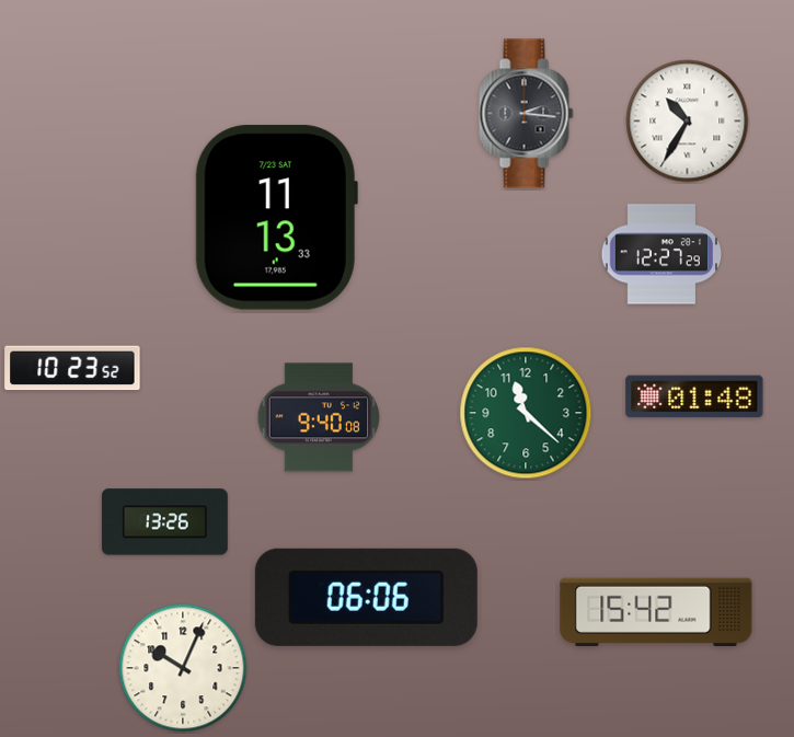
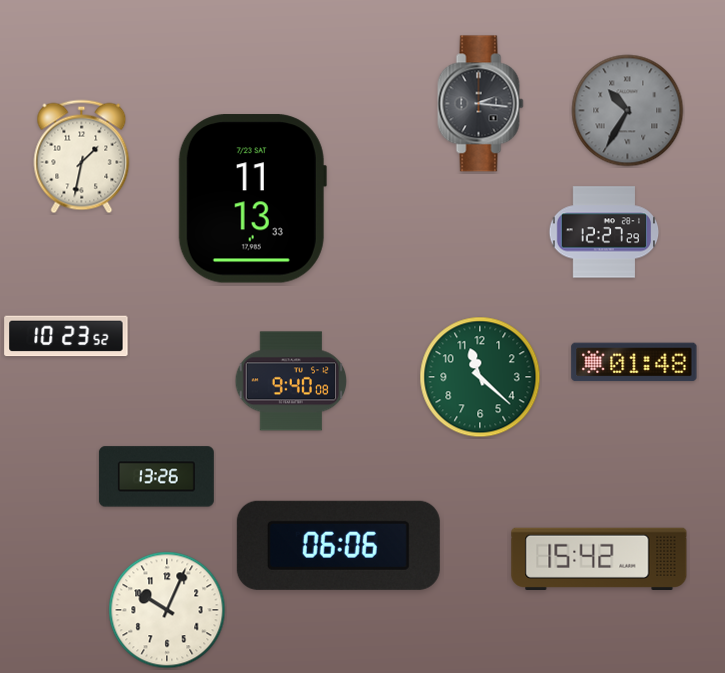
clock at (688, 122) dial: white -> grey
clock at (82, 157): none -> 1:32
clock at (164, 522) position: (164, 522) -> (156, 477)
clock at (366, 597) position: (366, 597) -> (338, 545)
